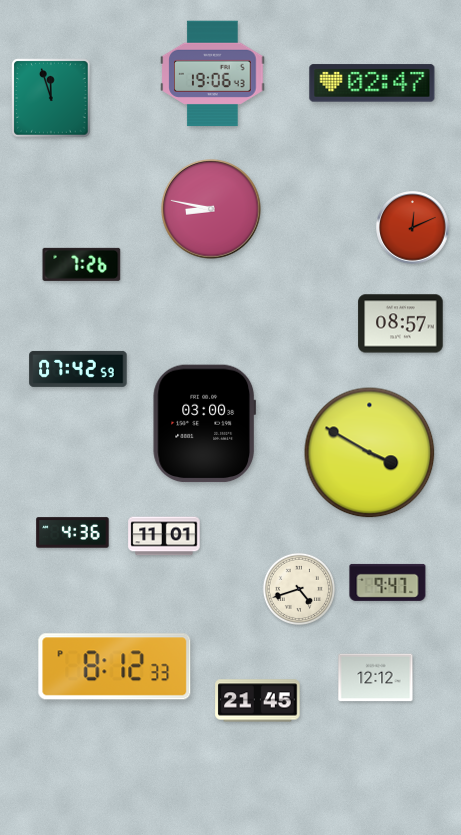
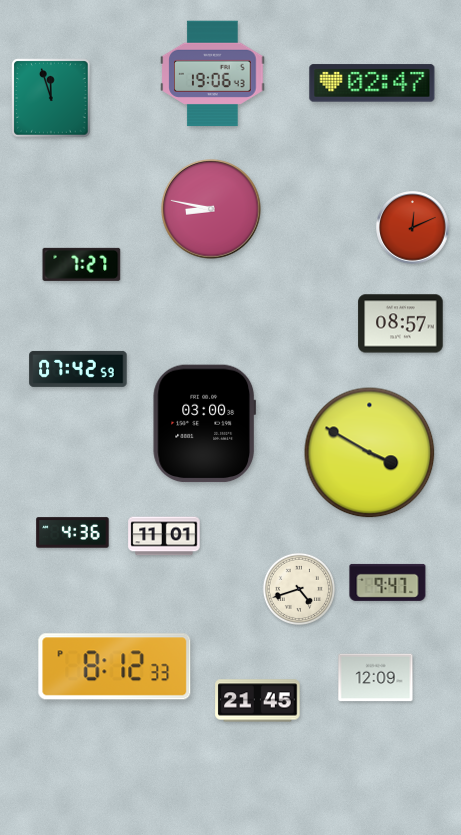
clock at (82, 264): 7:26 -> 7:27
clock at (376, 678): 12:12 -> 12:09
